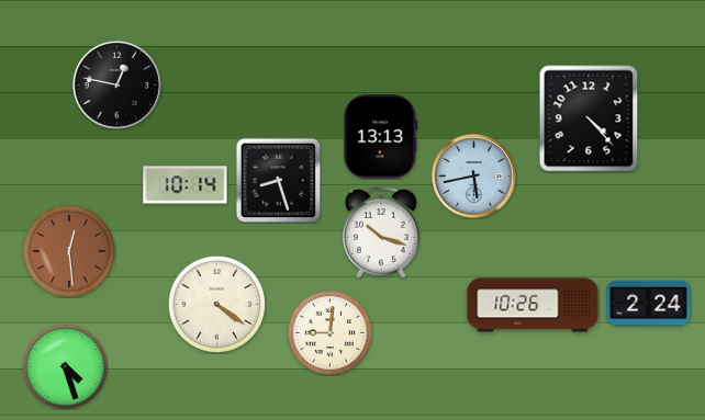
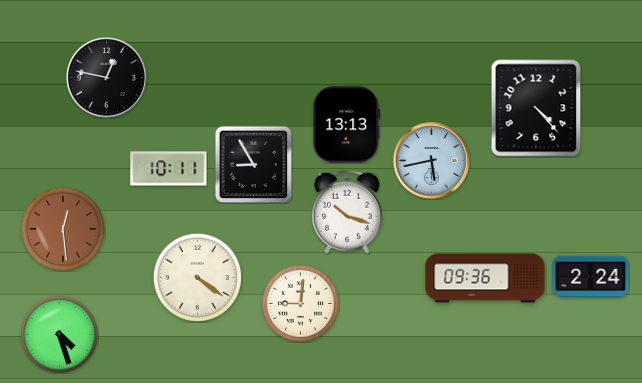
clock at (278, 180): 8:27 -> 8:55
clock at (186, 185): 10:14 -> 10:11
clock at (533, 305): 10:26 -> 09:36
